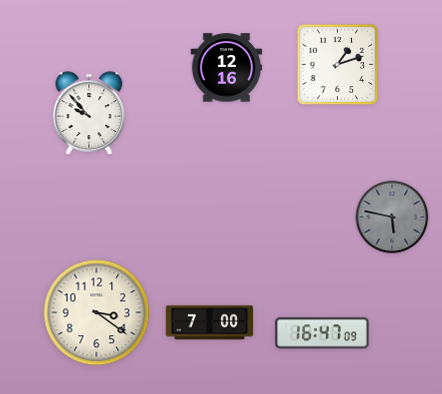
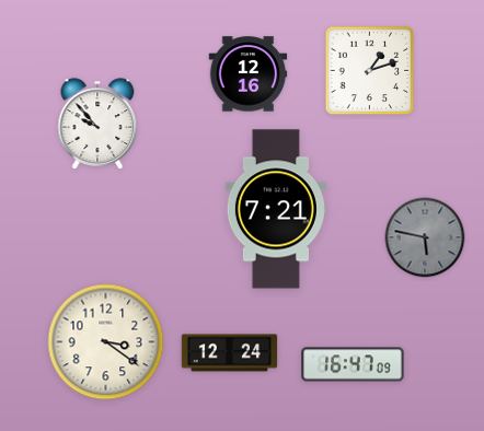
clock at (276, 209): none -> 7:21
clock at (392, 217) position: (392, 217) -> (425, 237)
clock at (210, 323): 7:00 -> 12:24
